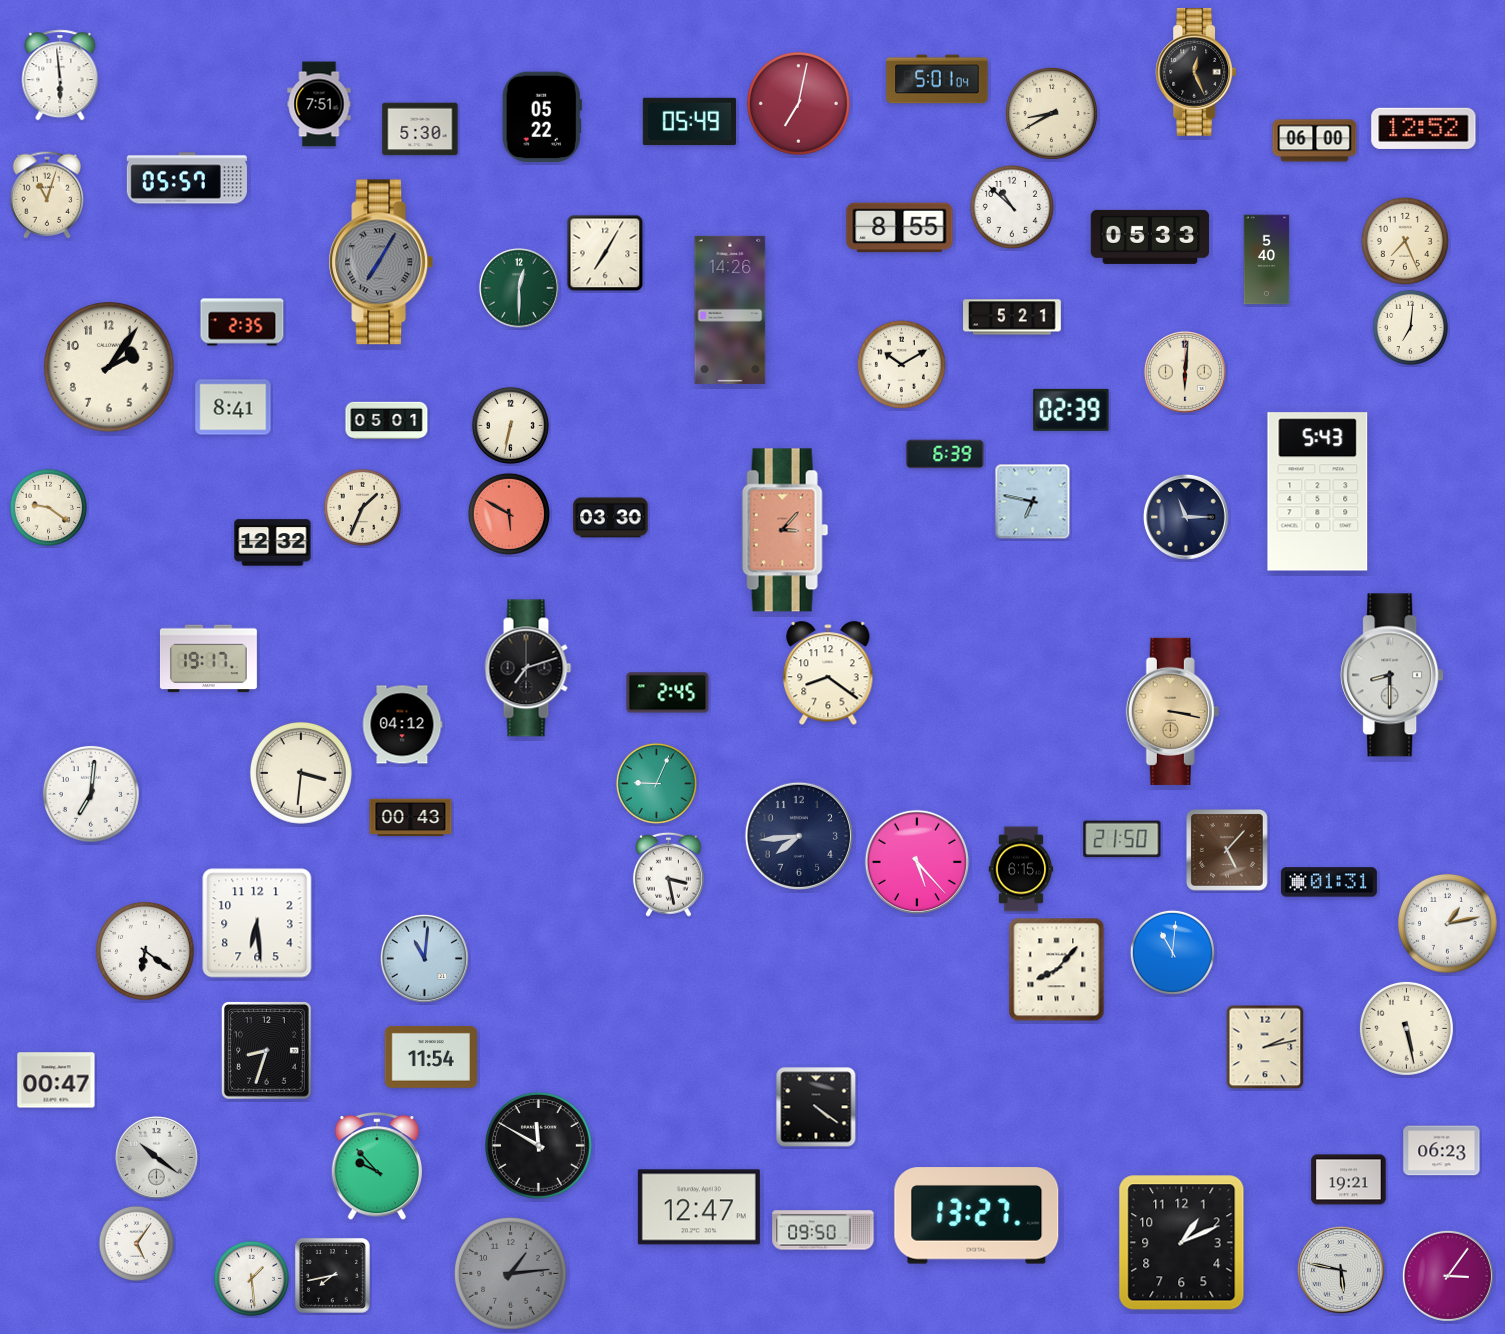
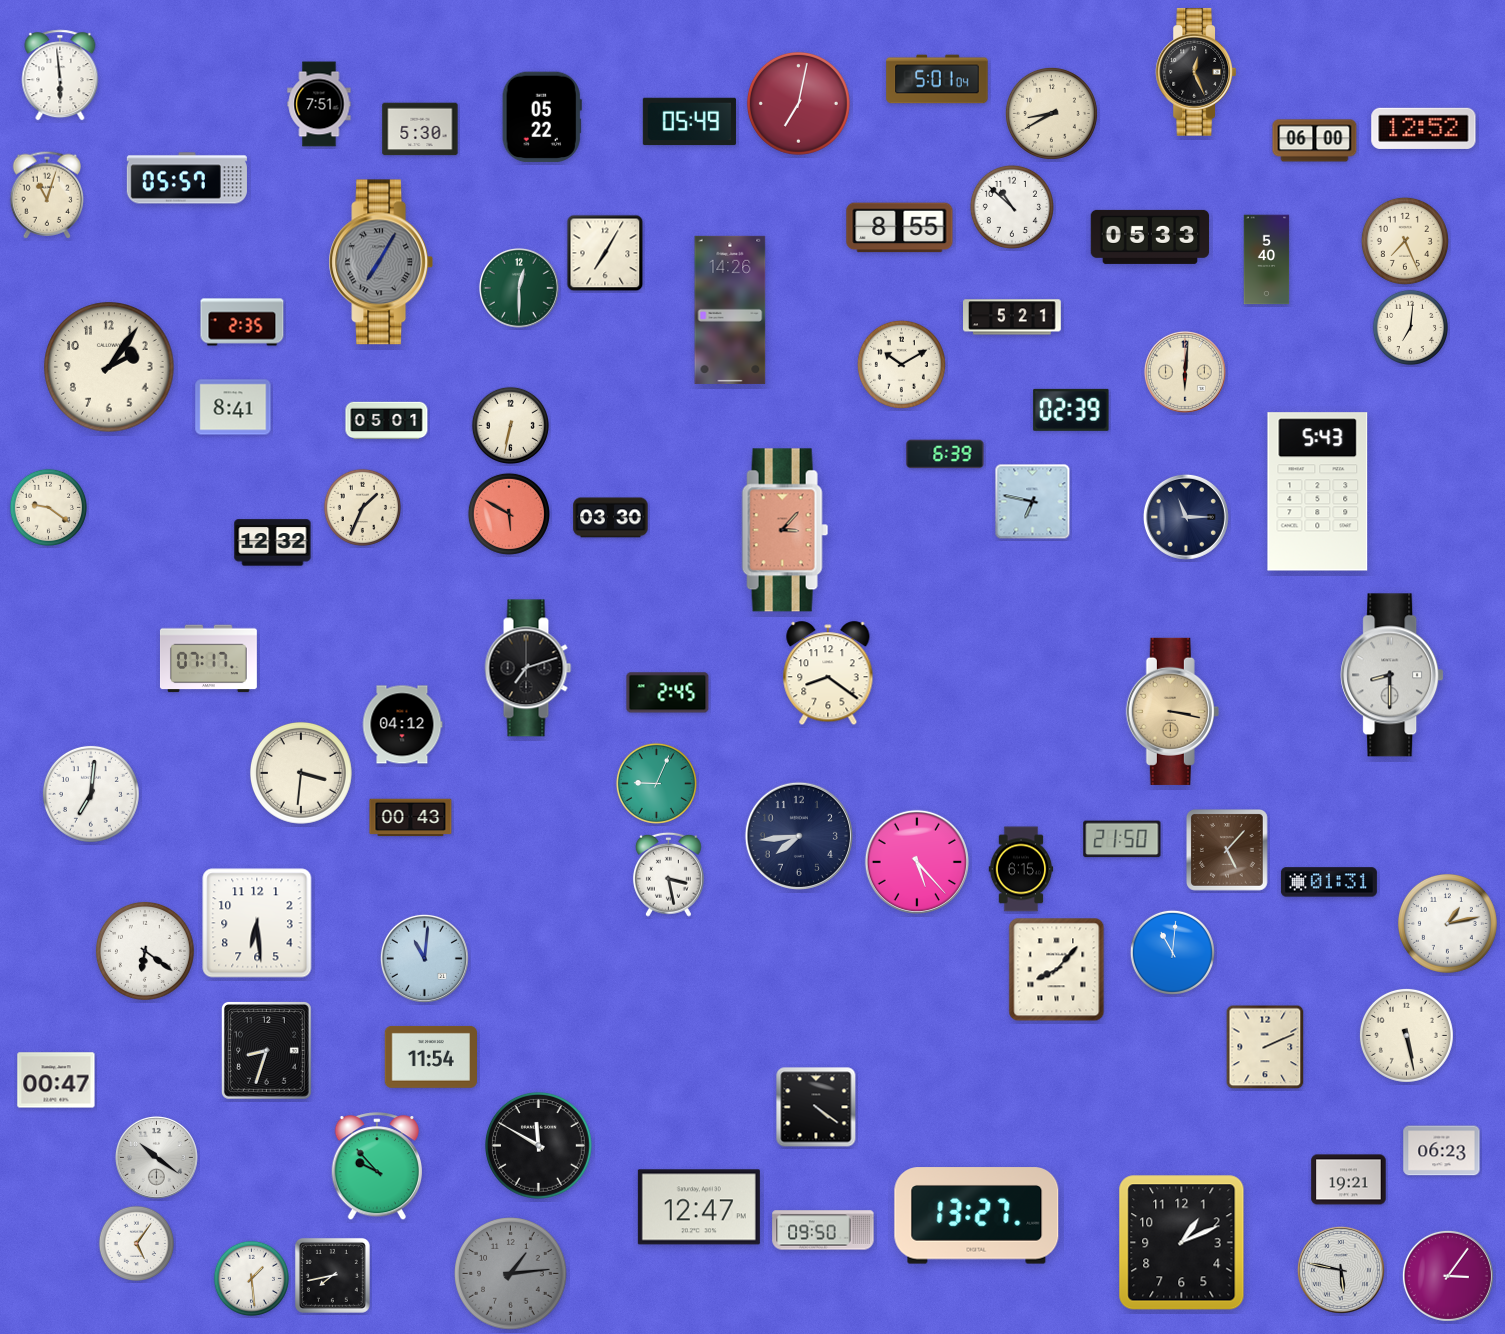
clock at (208, 659): 19:17 -> 07:17
clock at (1406, 1028) position: (1406, 1028) -> (1406, 1035)
clock at (1265, 1047): 2:13 -> 2:11
